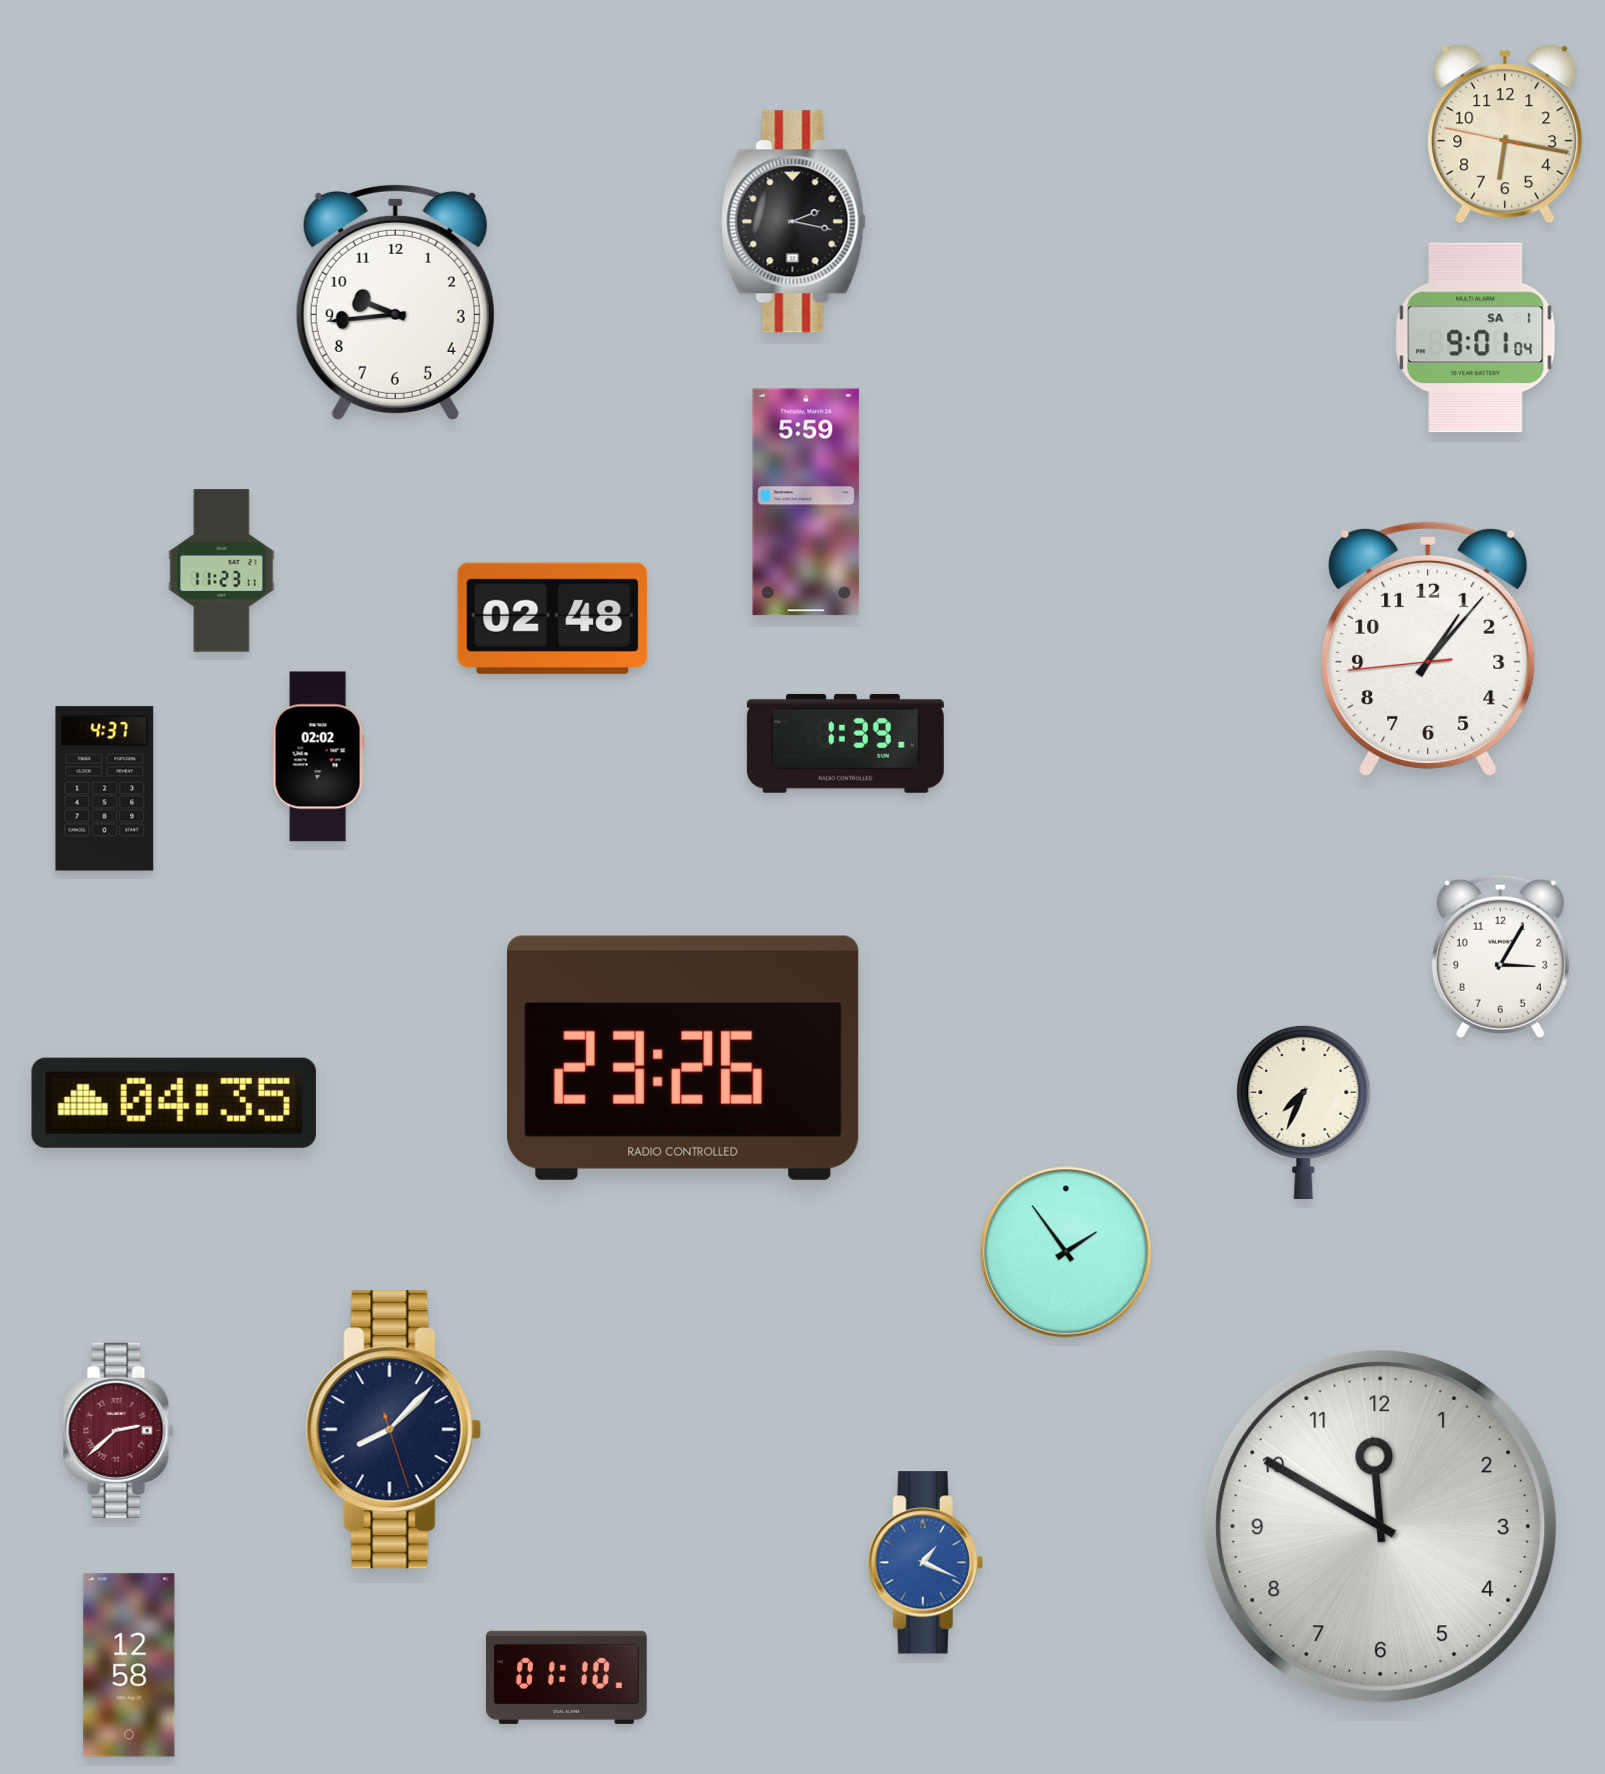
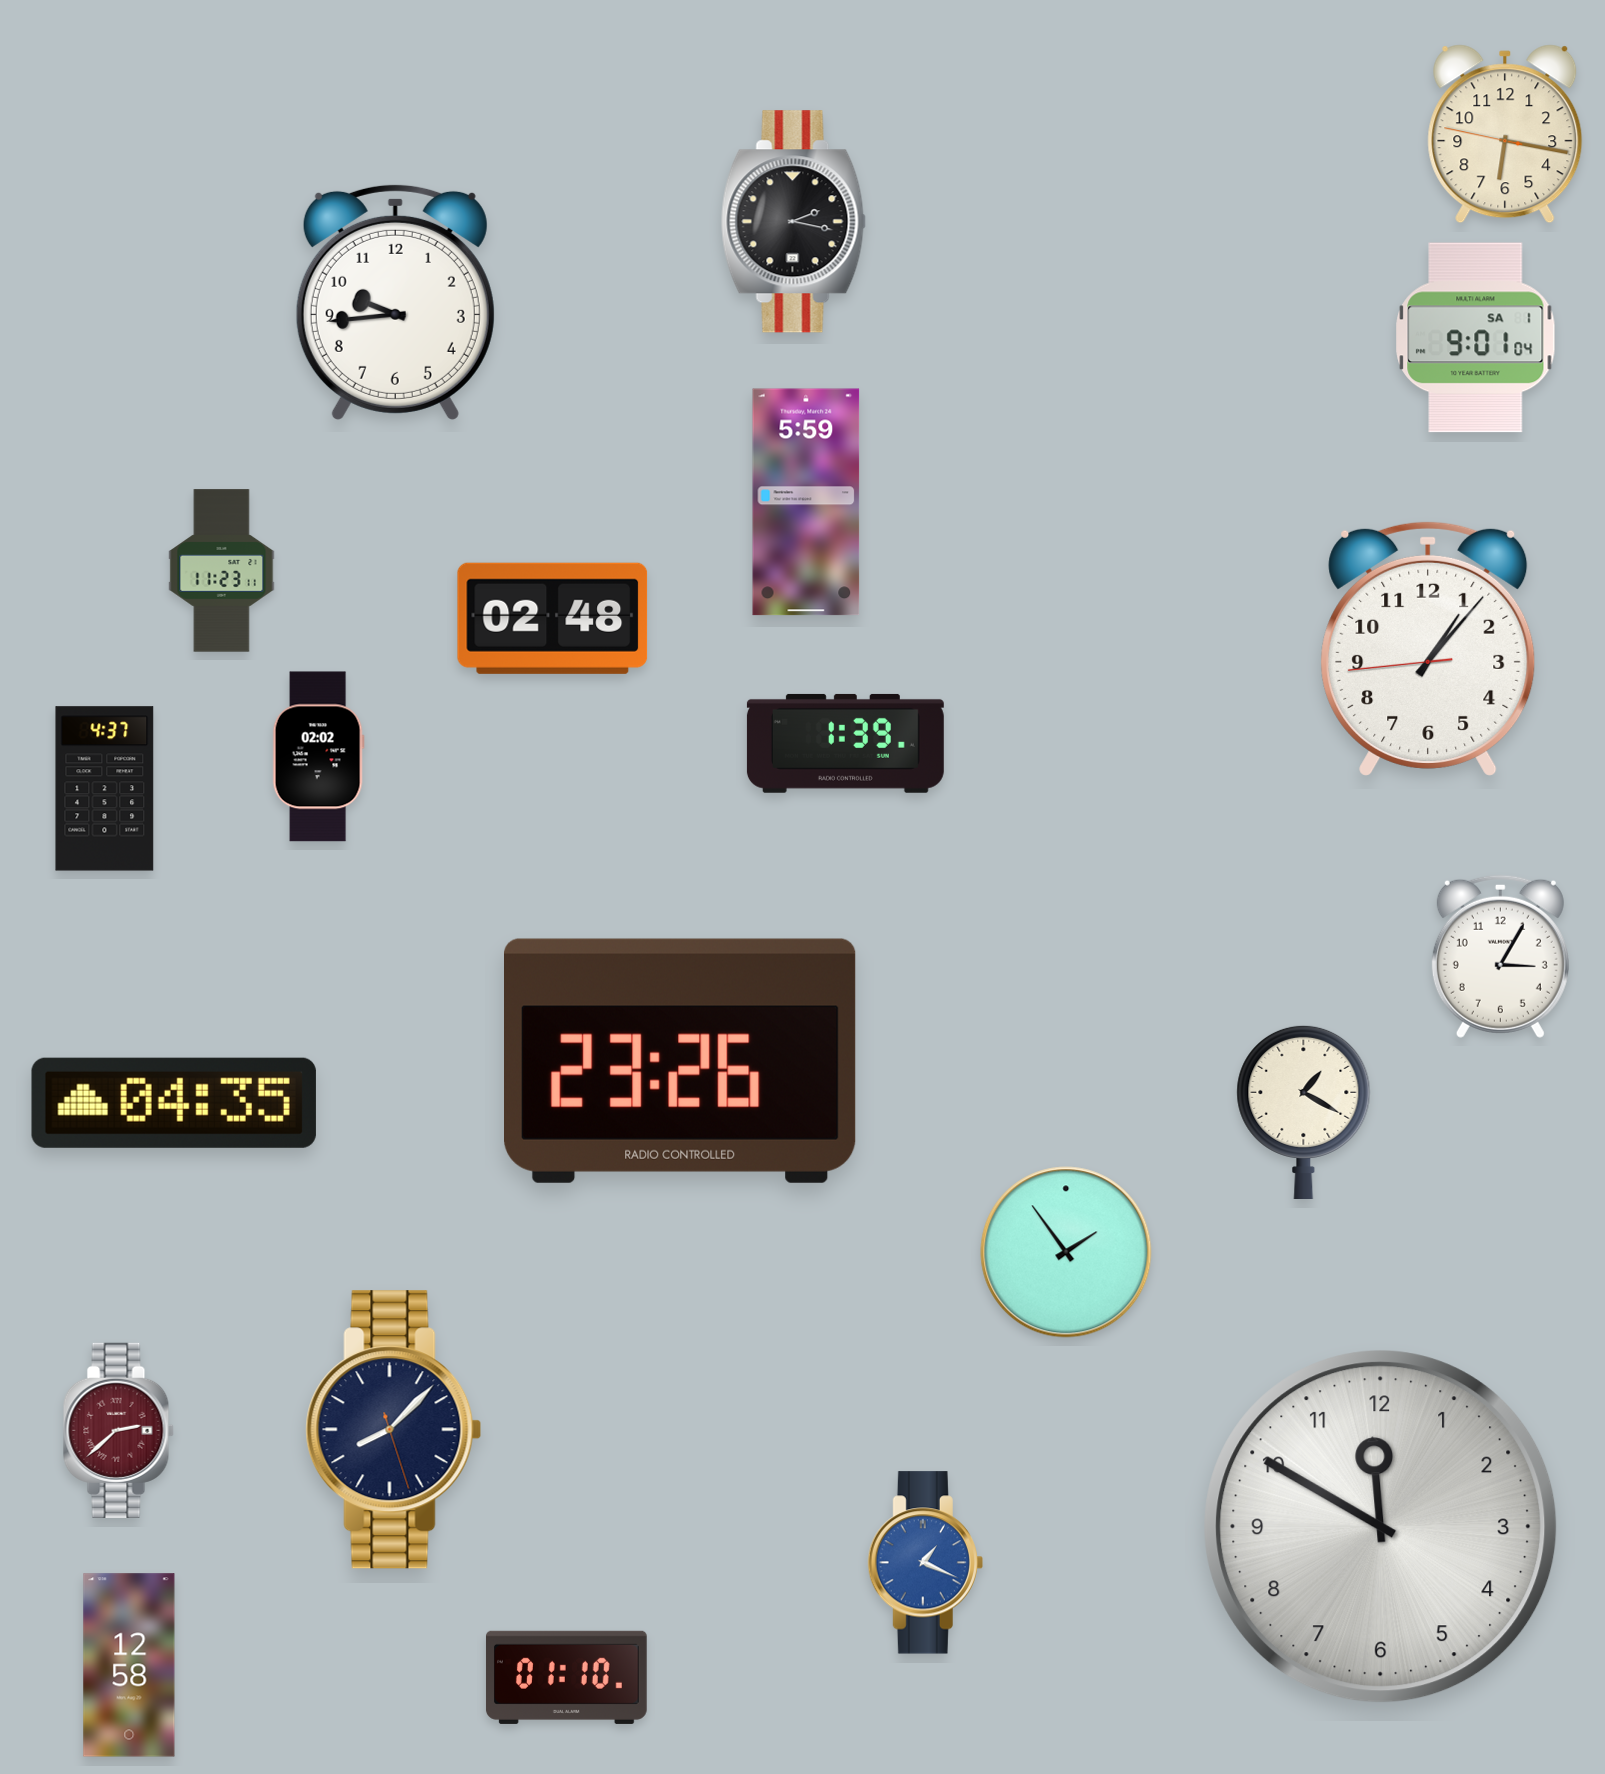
clock at (684, 1058) position: (684, 1058) -> (681, 1061)
clock at (1304, 1111): 7:34 -> 1:20
